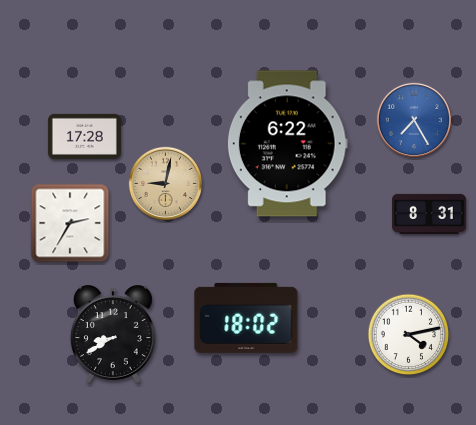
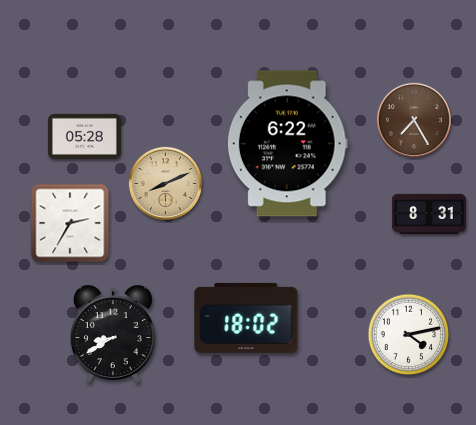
clock at (413, 119) dial: blue -> brown
clock at (84, 136): 17:28 -> 05:28
clock at (165, 183): 9:02 -> 8:11
